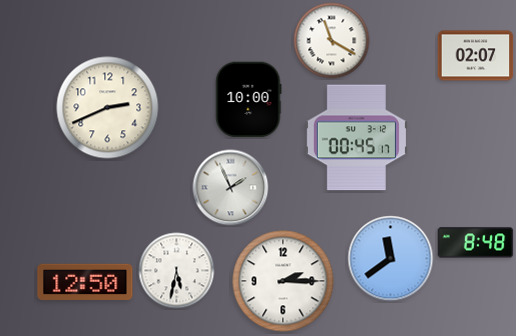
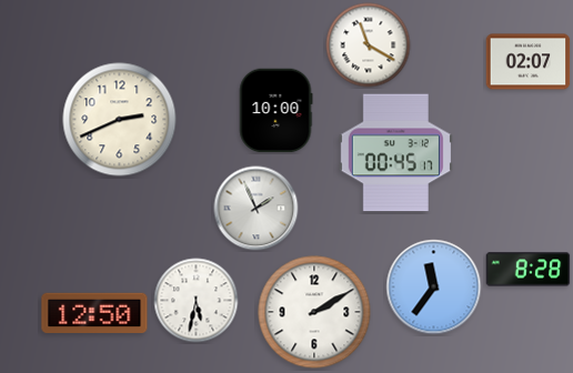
clock at (476, 243): 8:48 -> 8:28
clock at (391, 259): 11:39 -> 11:36
clock at (283, 281): 2:15 -> 2:10
